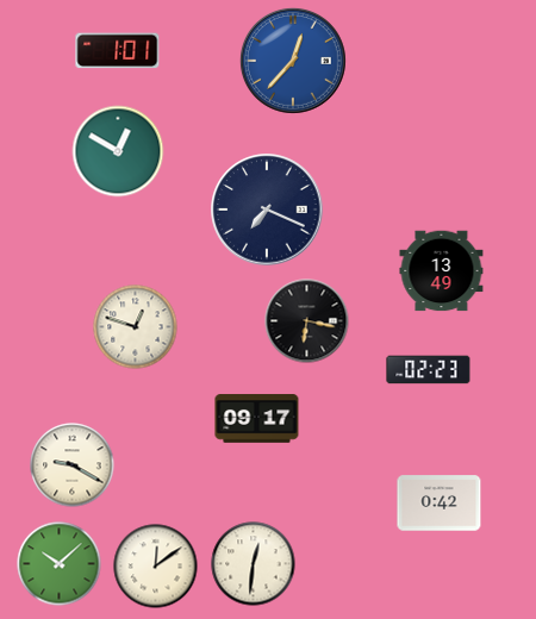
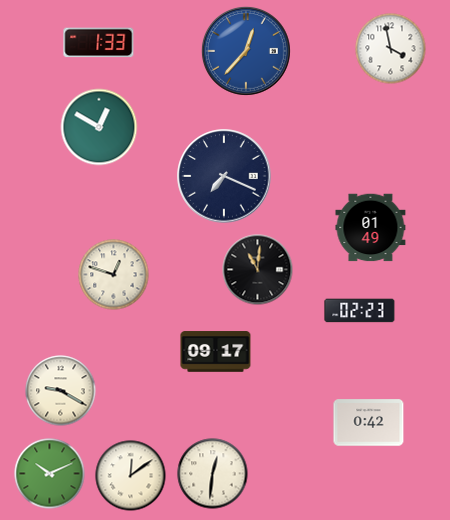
clock at (118, 51): 1:01 -> 1:33
clock at (391, 49): none -> 3:58
clock at (442, 271): 13:49 -> 01:49
clock at (307, 321): 6:17 -> 11:01
clock at (60, 564): 10:08 -> 10:11
